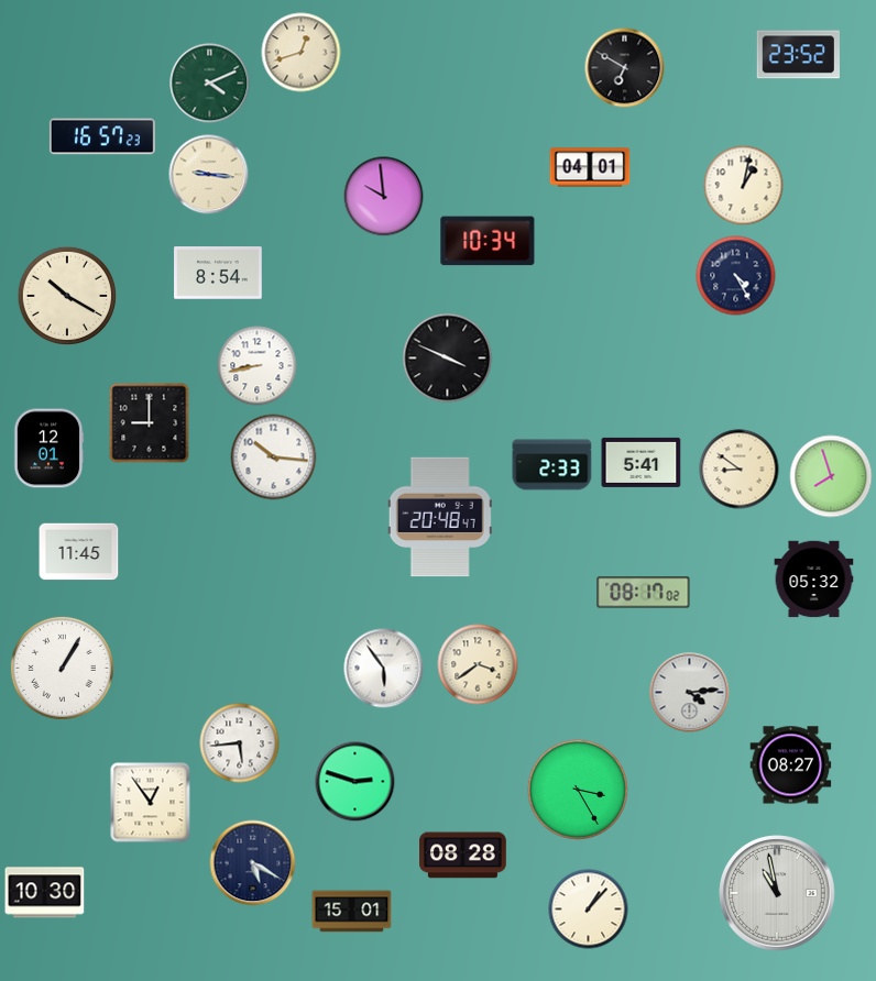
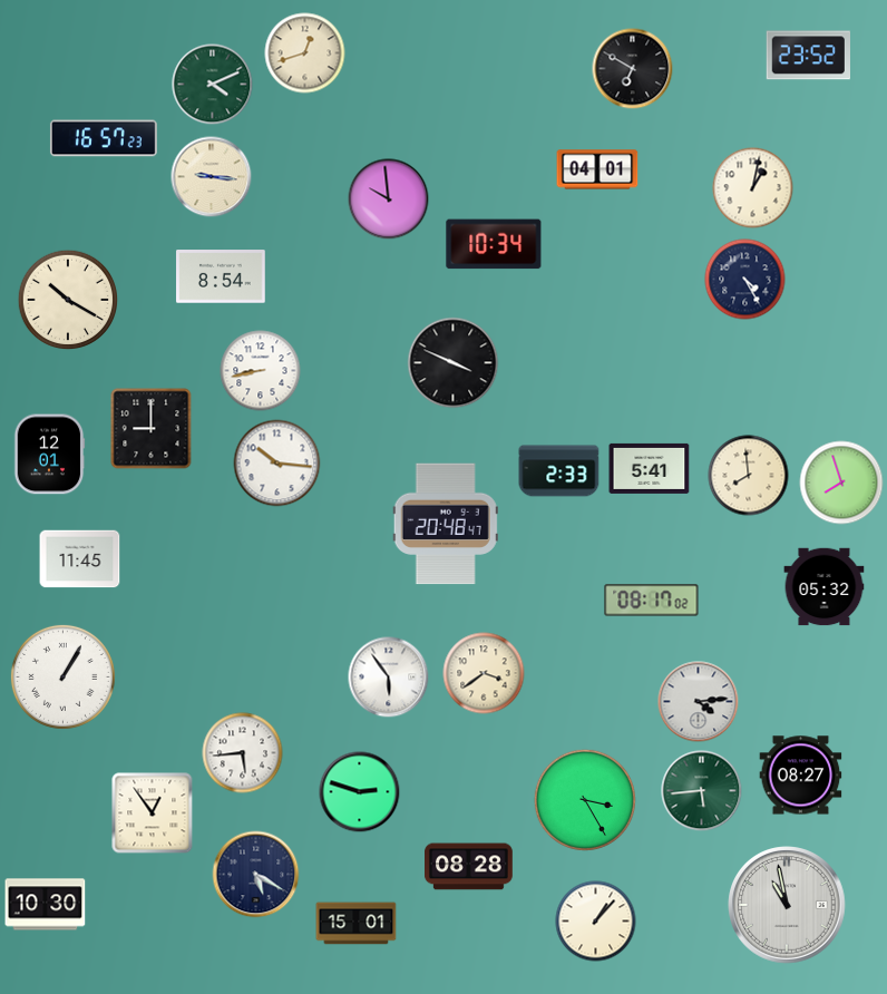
clock at (740, 470): 8:51 -> 7:59
clock at (702, 791): none -> 5:44
